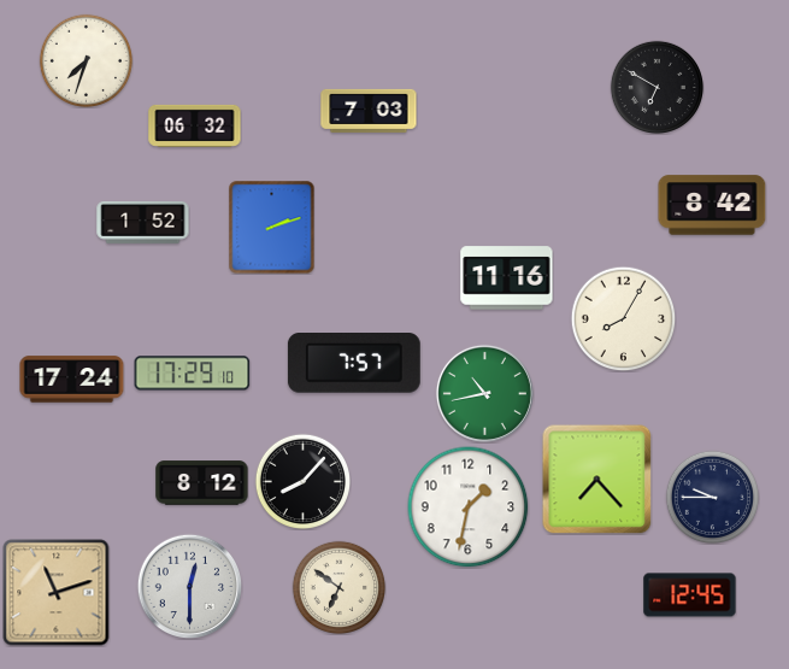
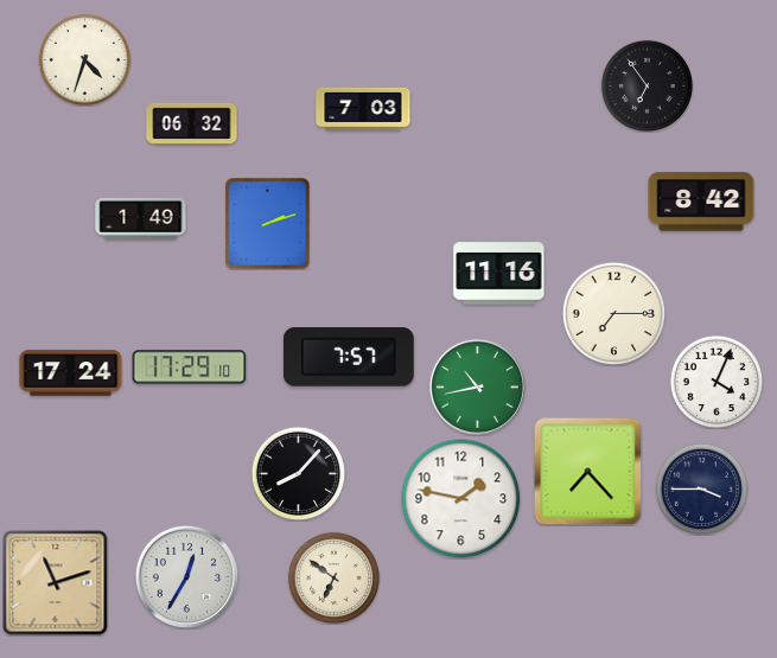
clock at (86, 60): 7:33 -> 4:33
clock at (656, 87): 6:50 -> 6:54
clock at (143, 223): 1:52 -> 1:49
clock at (623, 318): 8:05 -> 7:15
clock at (715, 381): none -> 4:04
clock at (202, 483): 8:12 -> none
clock at (712, 497): 9:45 -> 3:45
clock at (469, 507): 1:32 -> 1:47
clock at (189, 586): 12:30 -> 12:35
clock at (690, 595): 12:45 -> none
